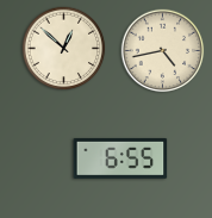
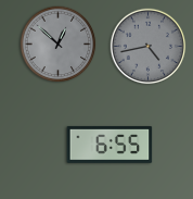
clock at (64, 49) dial: cream -> grey
clock at (163, 51) dial: cream -> grey
